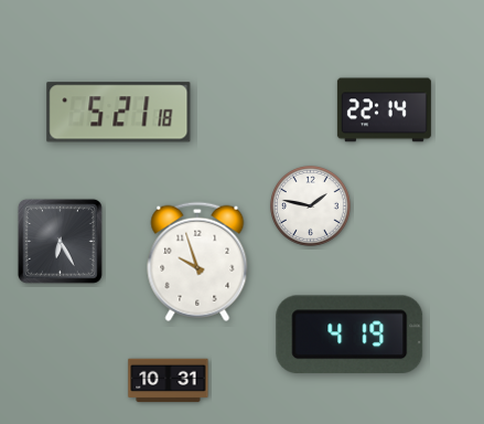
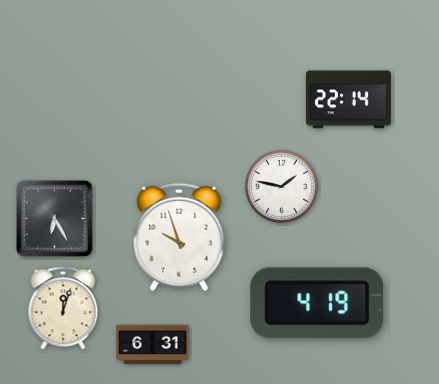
clock at (119, 113): 5:21 -> none
clock at (63, 308): none -> 12:03
clock at (169, 381): 10:31 -> 6:31
